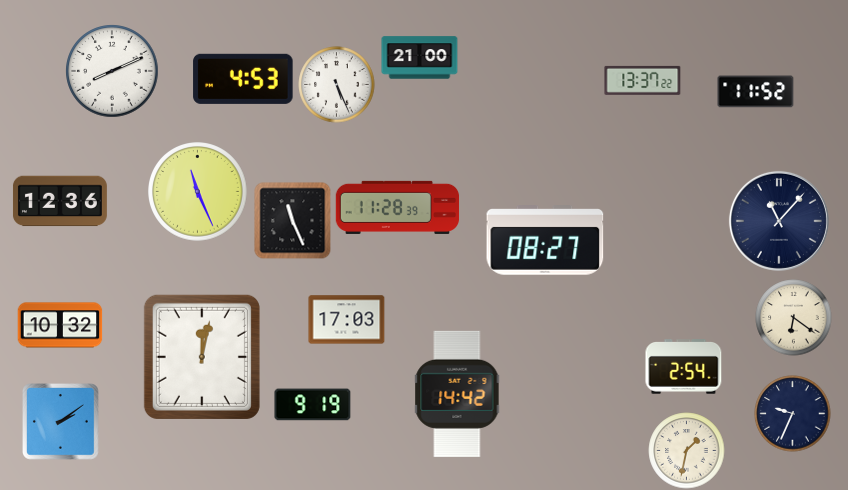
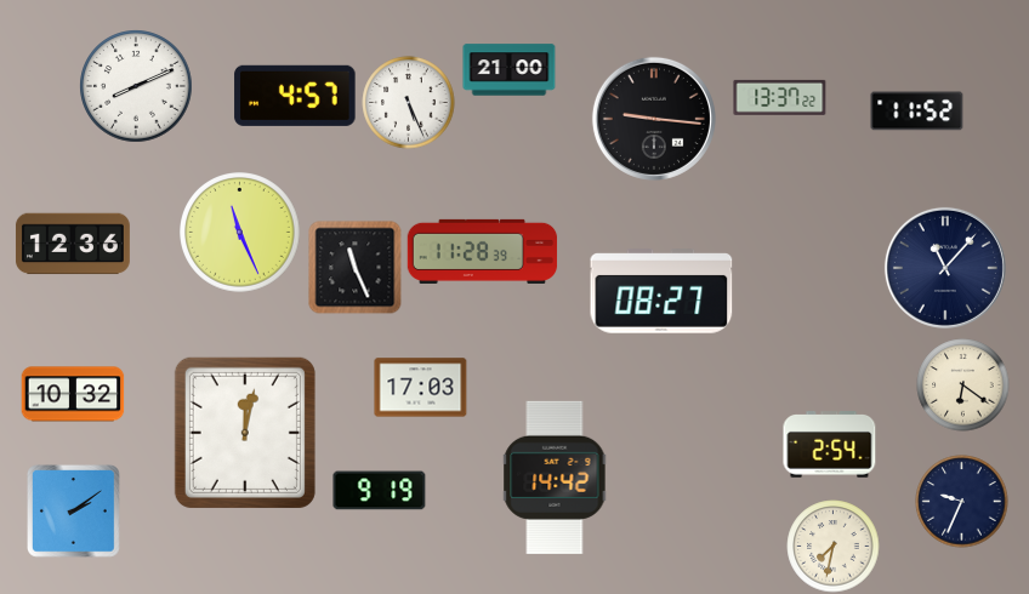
clock at (243, 79): 4:53 -> 4:57
clock at (654, 119): none -> 9:16
clock at (687, 451): 1:32 -> 7:32
